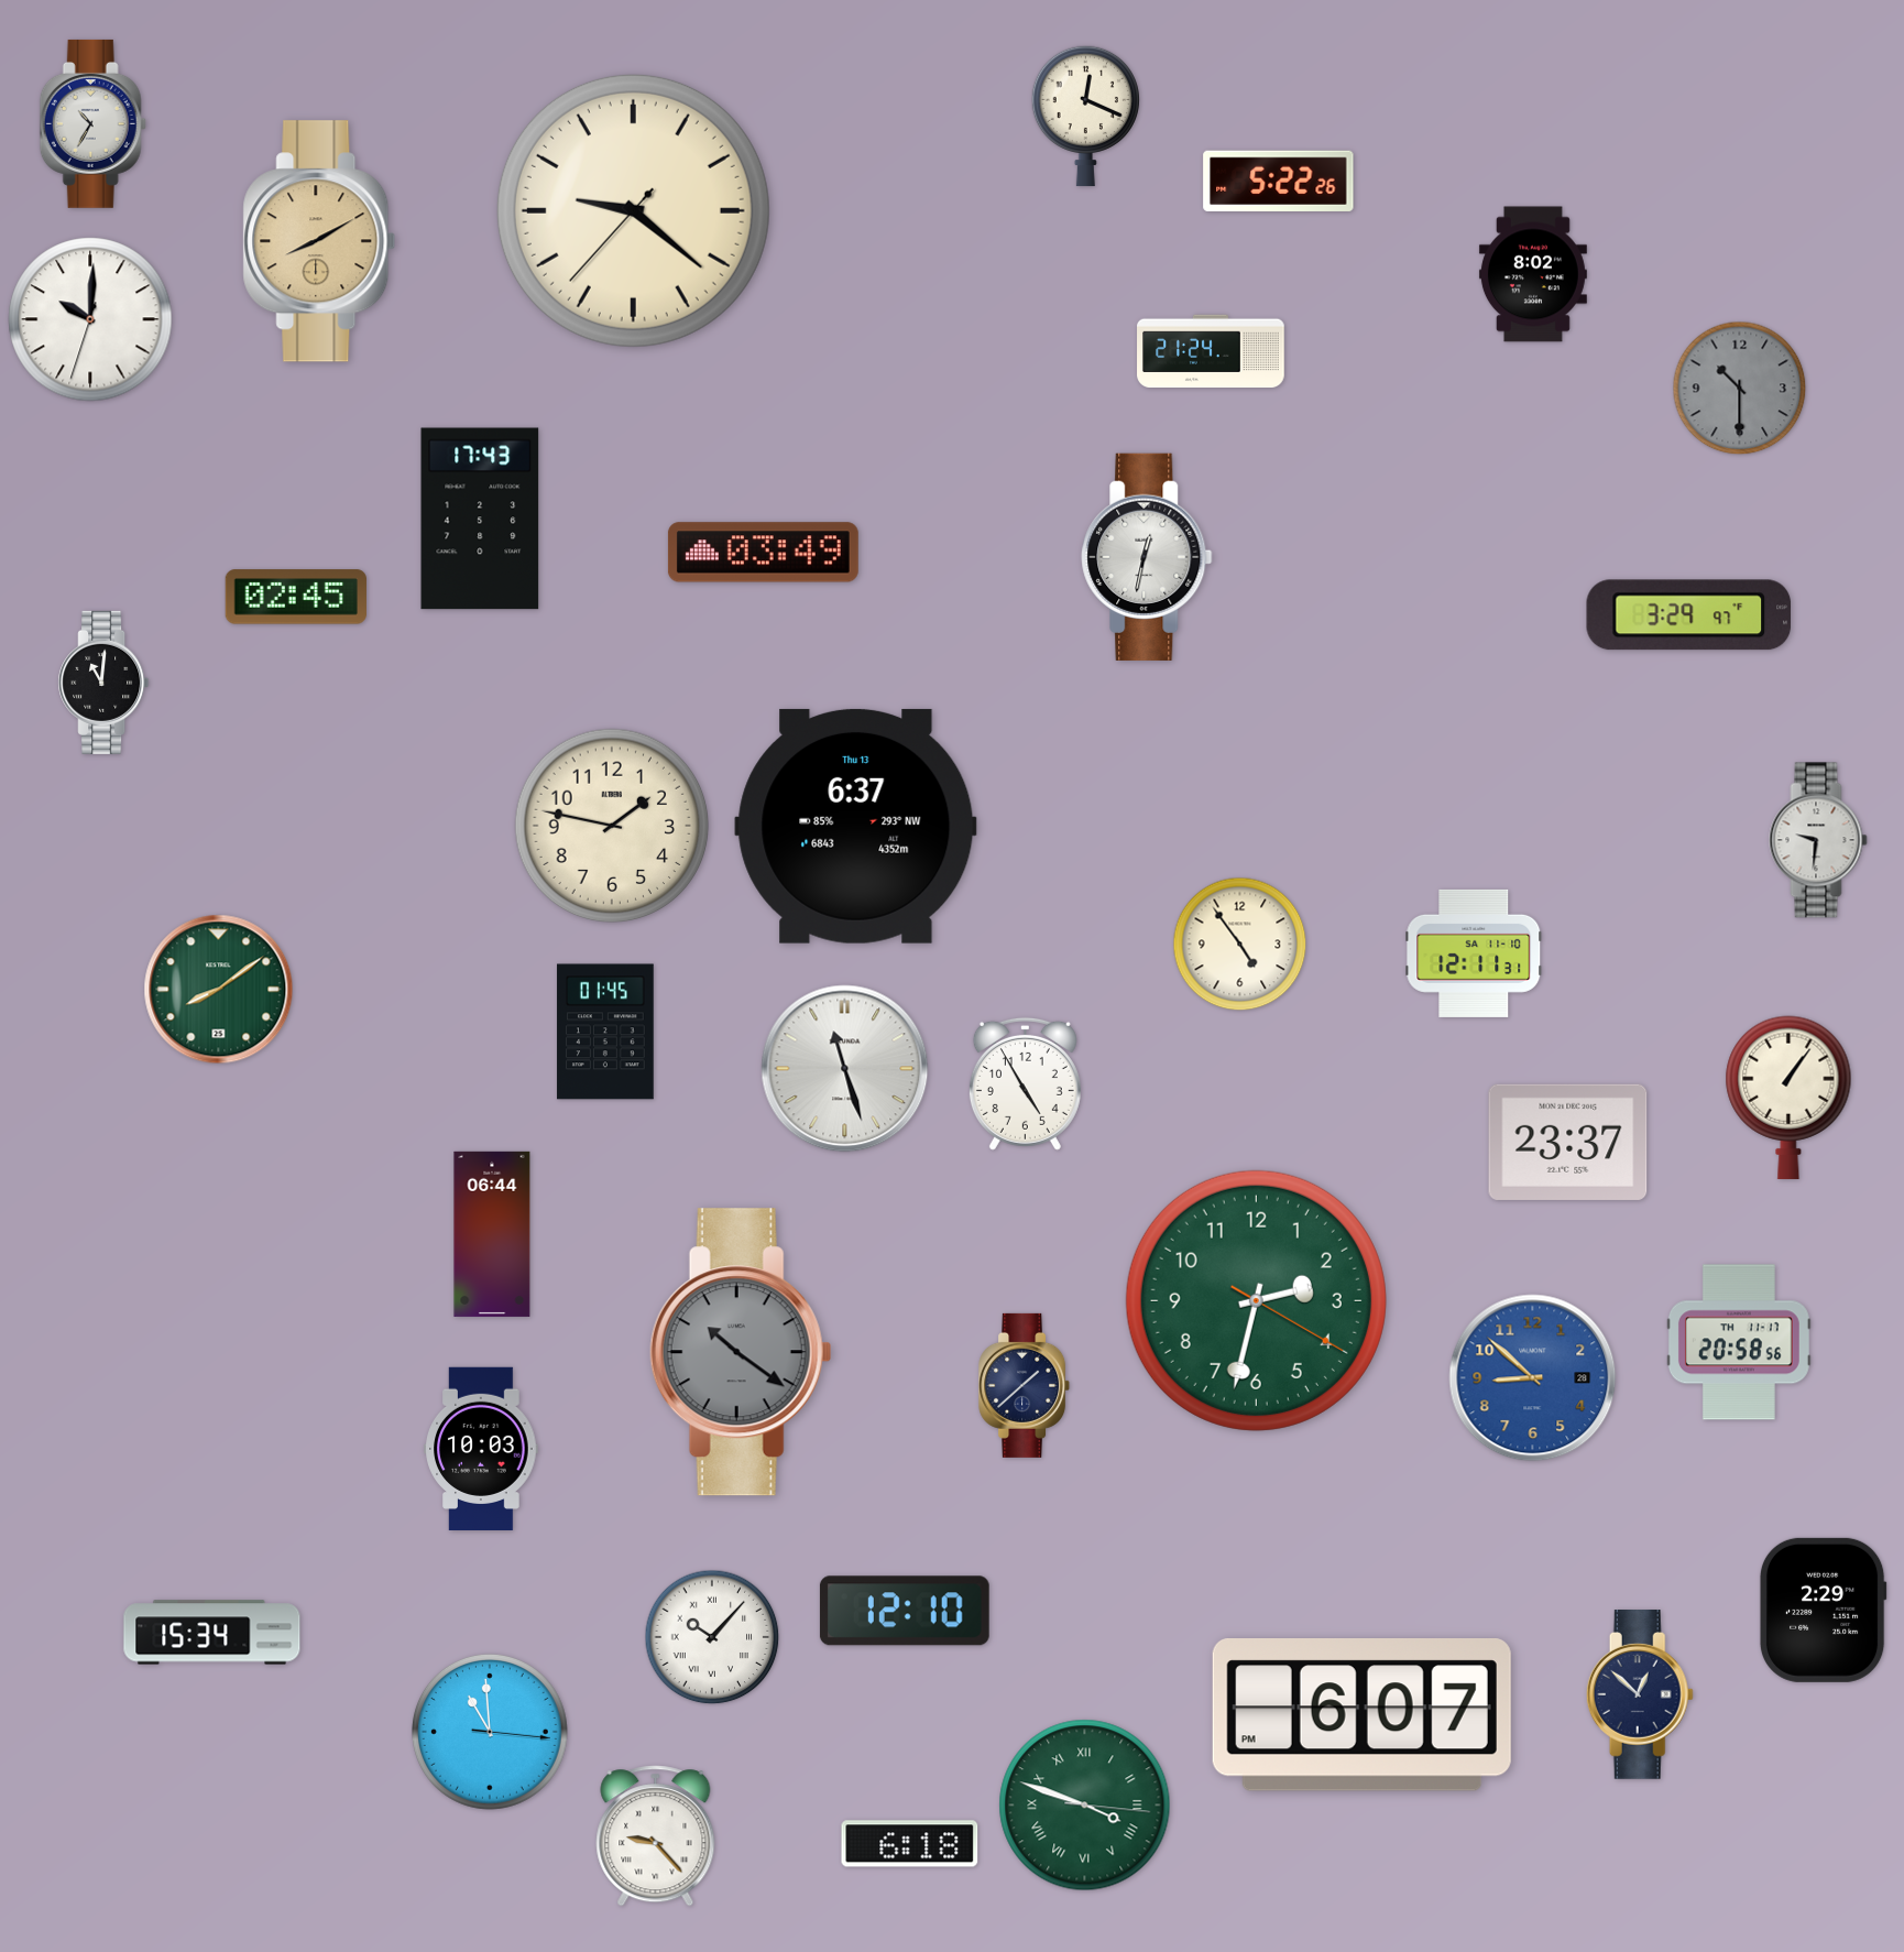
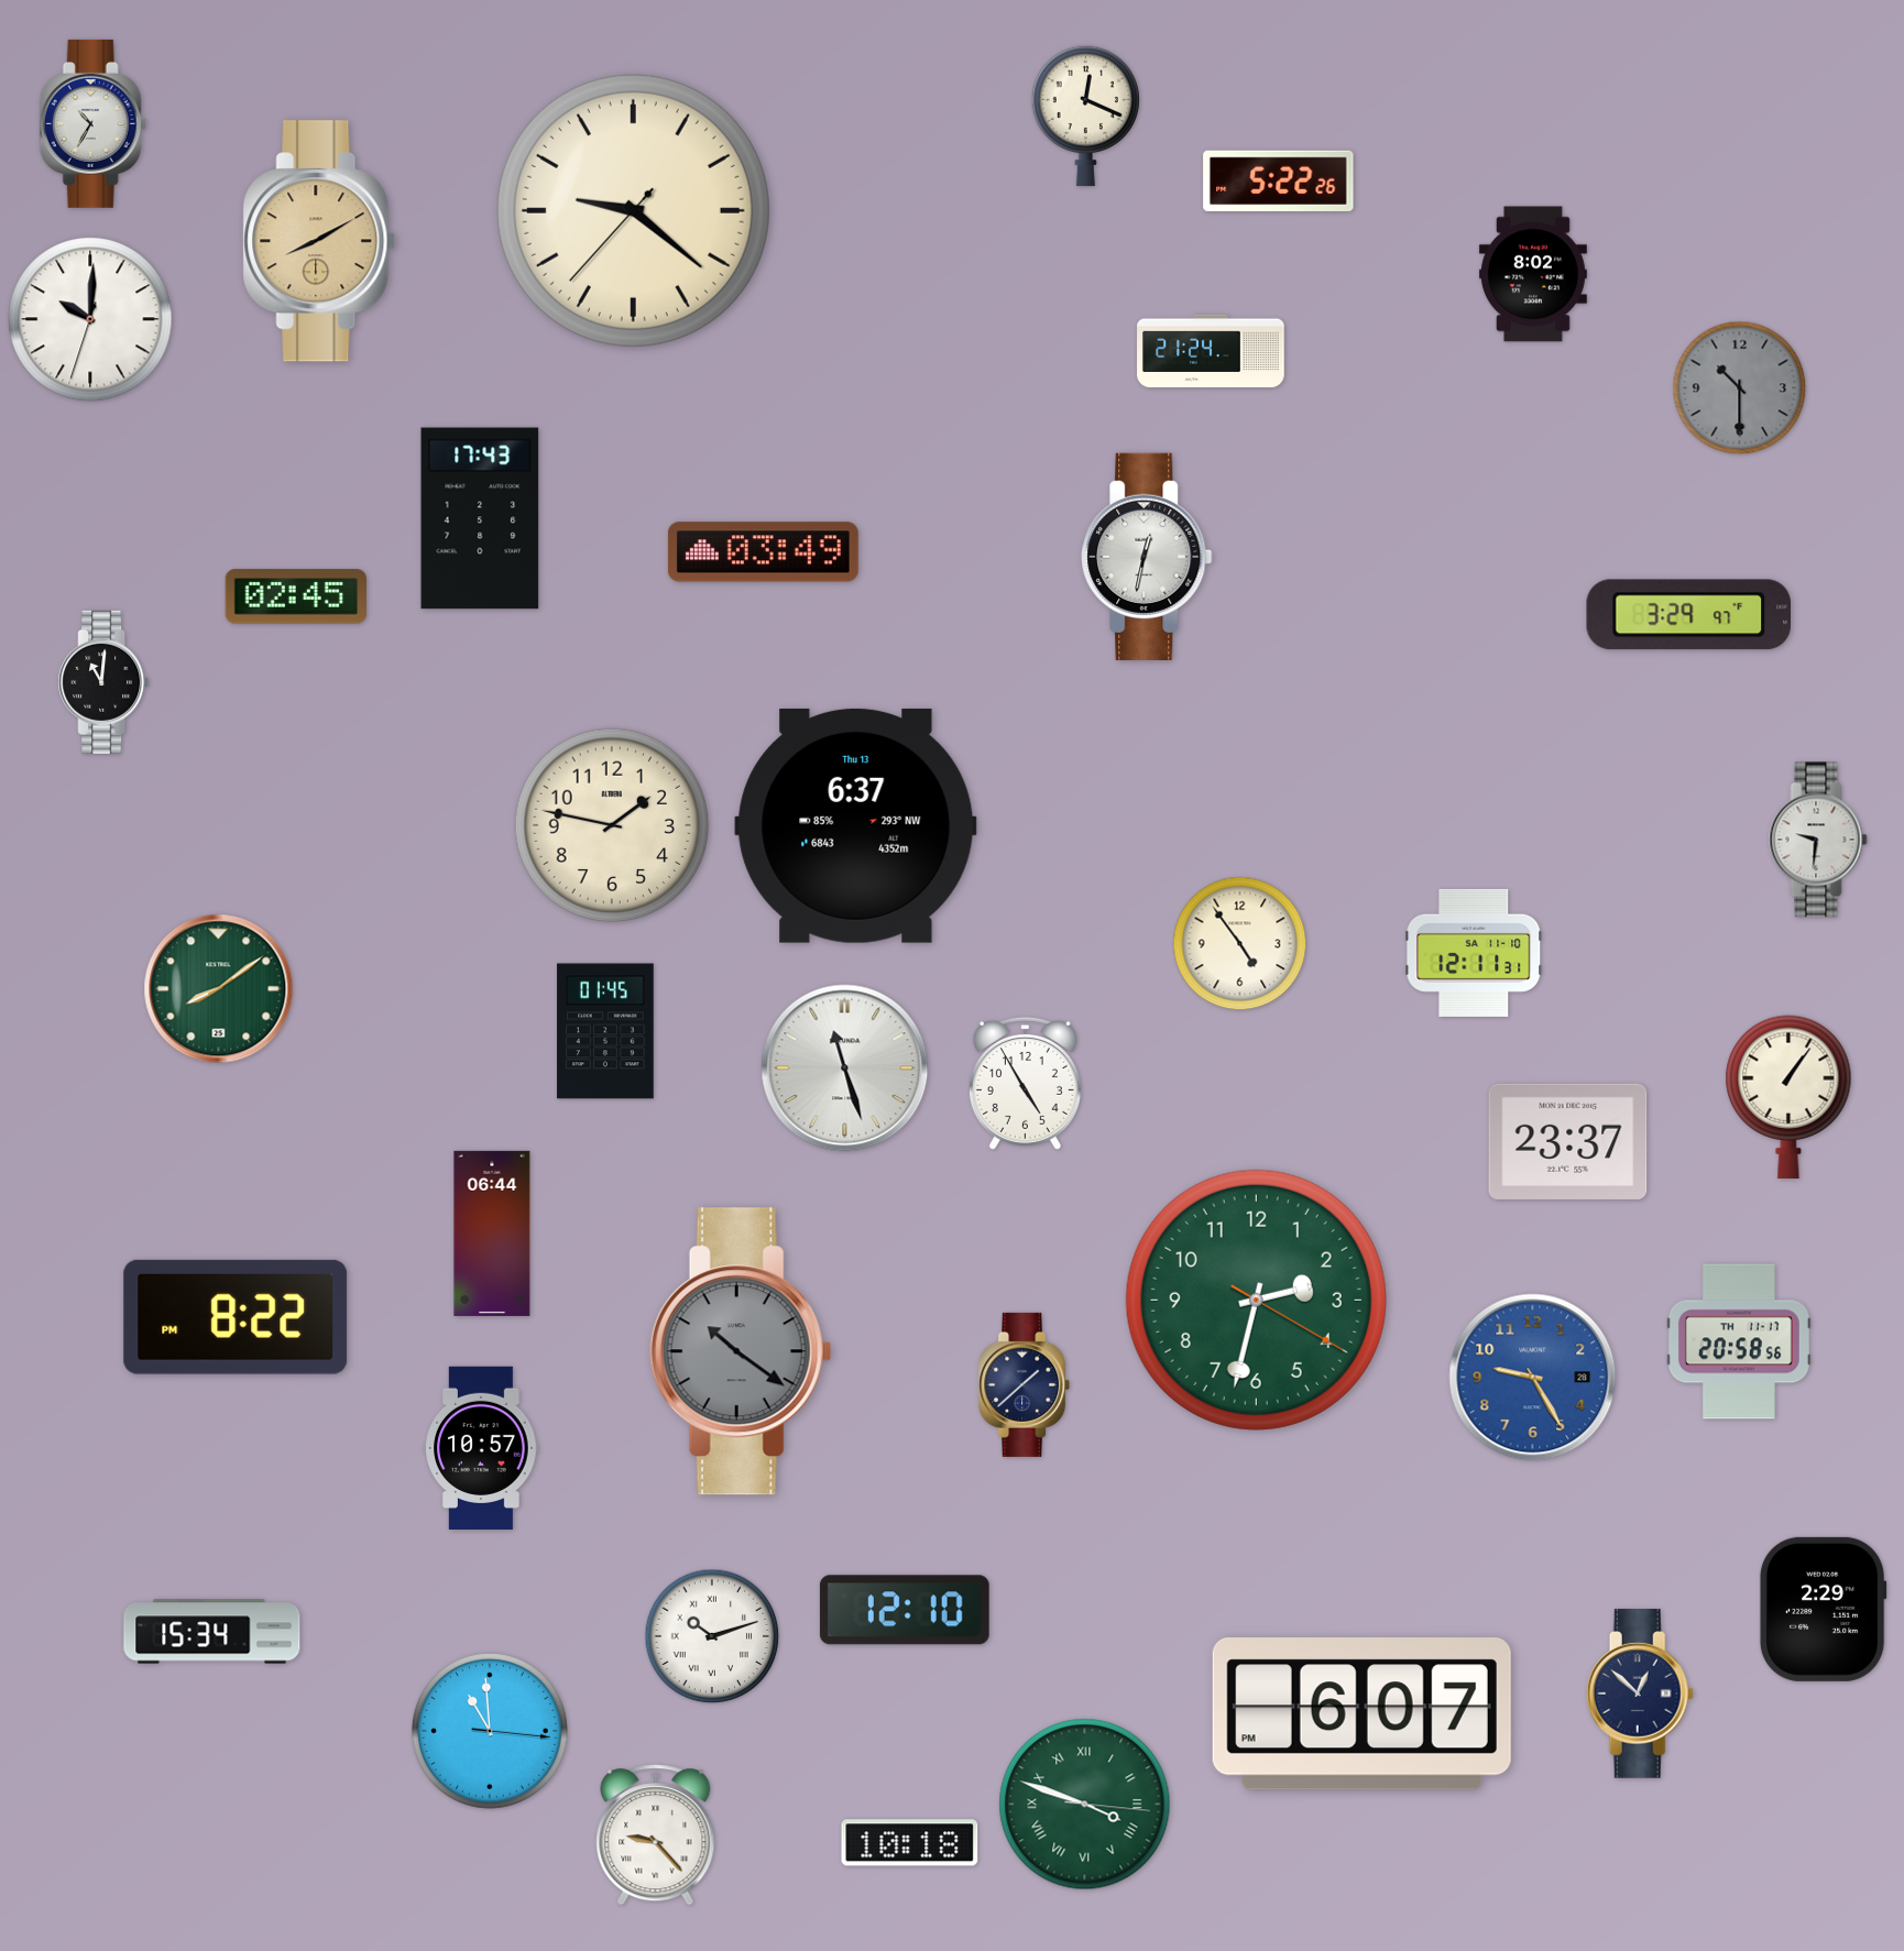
clock at (236, 1317): none -> 8:22
clock at (1533, 1378): 8:52 -> 9:25
clock at (481, 1448): 10:03 -> 10:57
clock at (712, 1637): 10:07 -> 10:12
clock at (910, 1844): 6:18 -> 10:18
